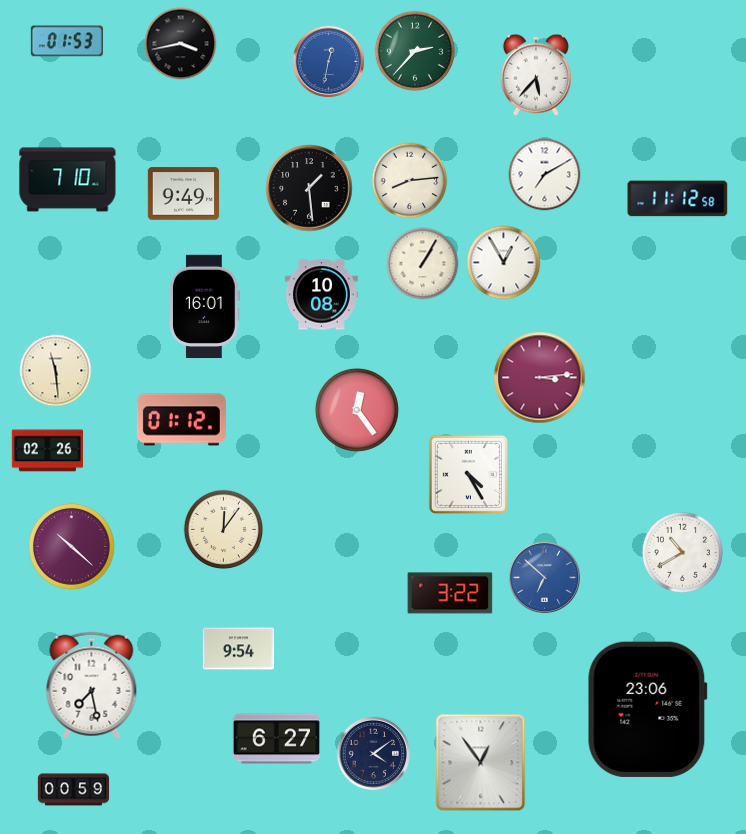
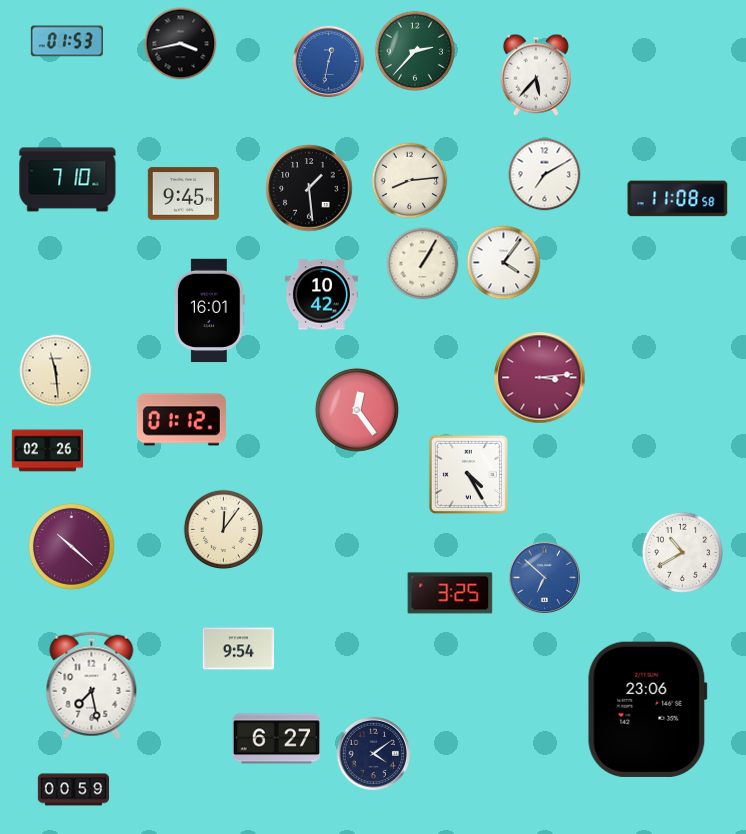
clock at (184, 194): 9:49 -> 9:45
clock at (678, 199): 11:12 -> 11:08
clock at (504, 263): 12:55 -> 4:06
clock at (321, 295): 10:08 -> 10:42
clock at (205, 307) position: (205, 307) -> (210, 311)
clock at (450, 593): 3:22 -> 3:25
clock at (481, 763): 12:54 -> none
